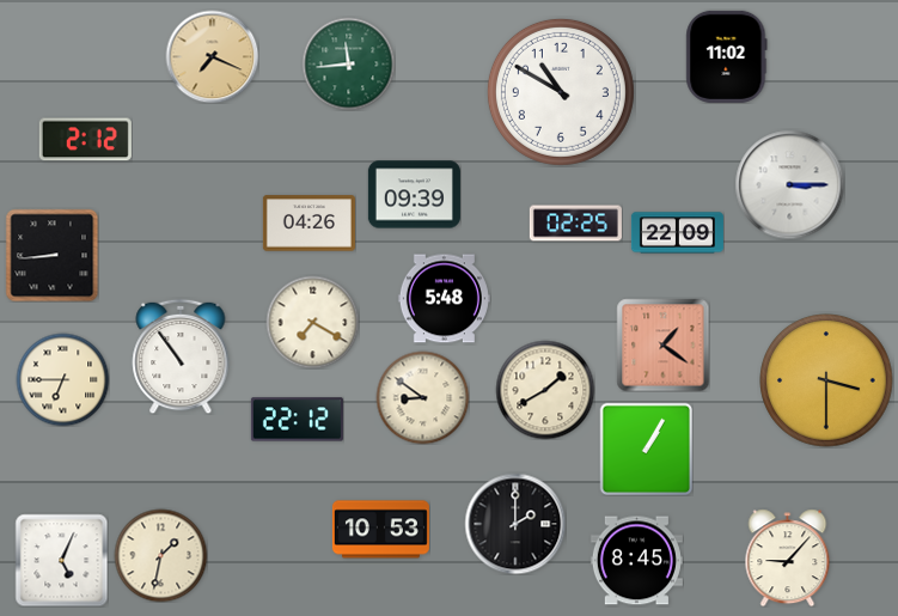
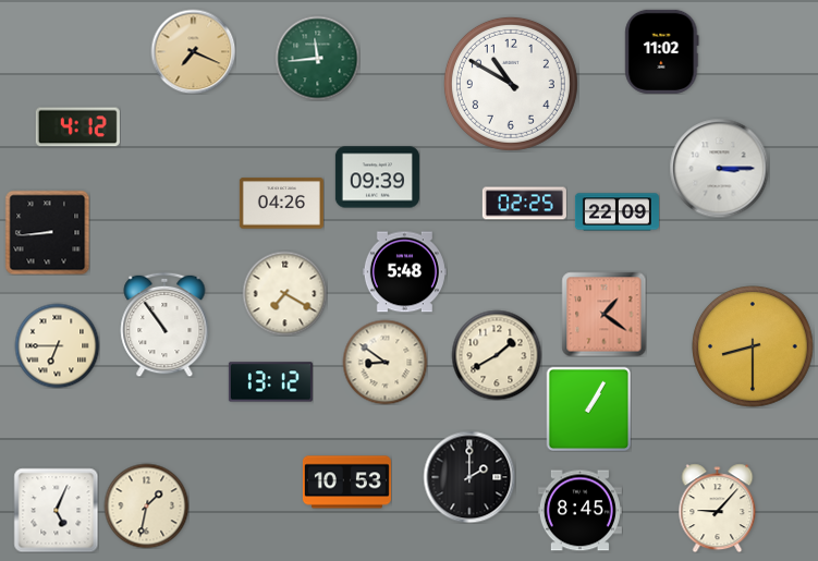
clock at (85, 140): 2:12 -> 4:12
clock at (826, 380): 3:30 -> 8:30
clock at (297, 420): 22:12 -> 13:12
